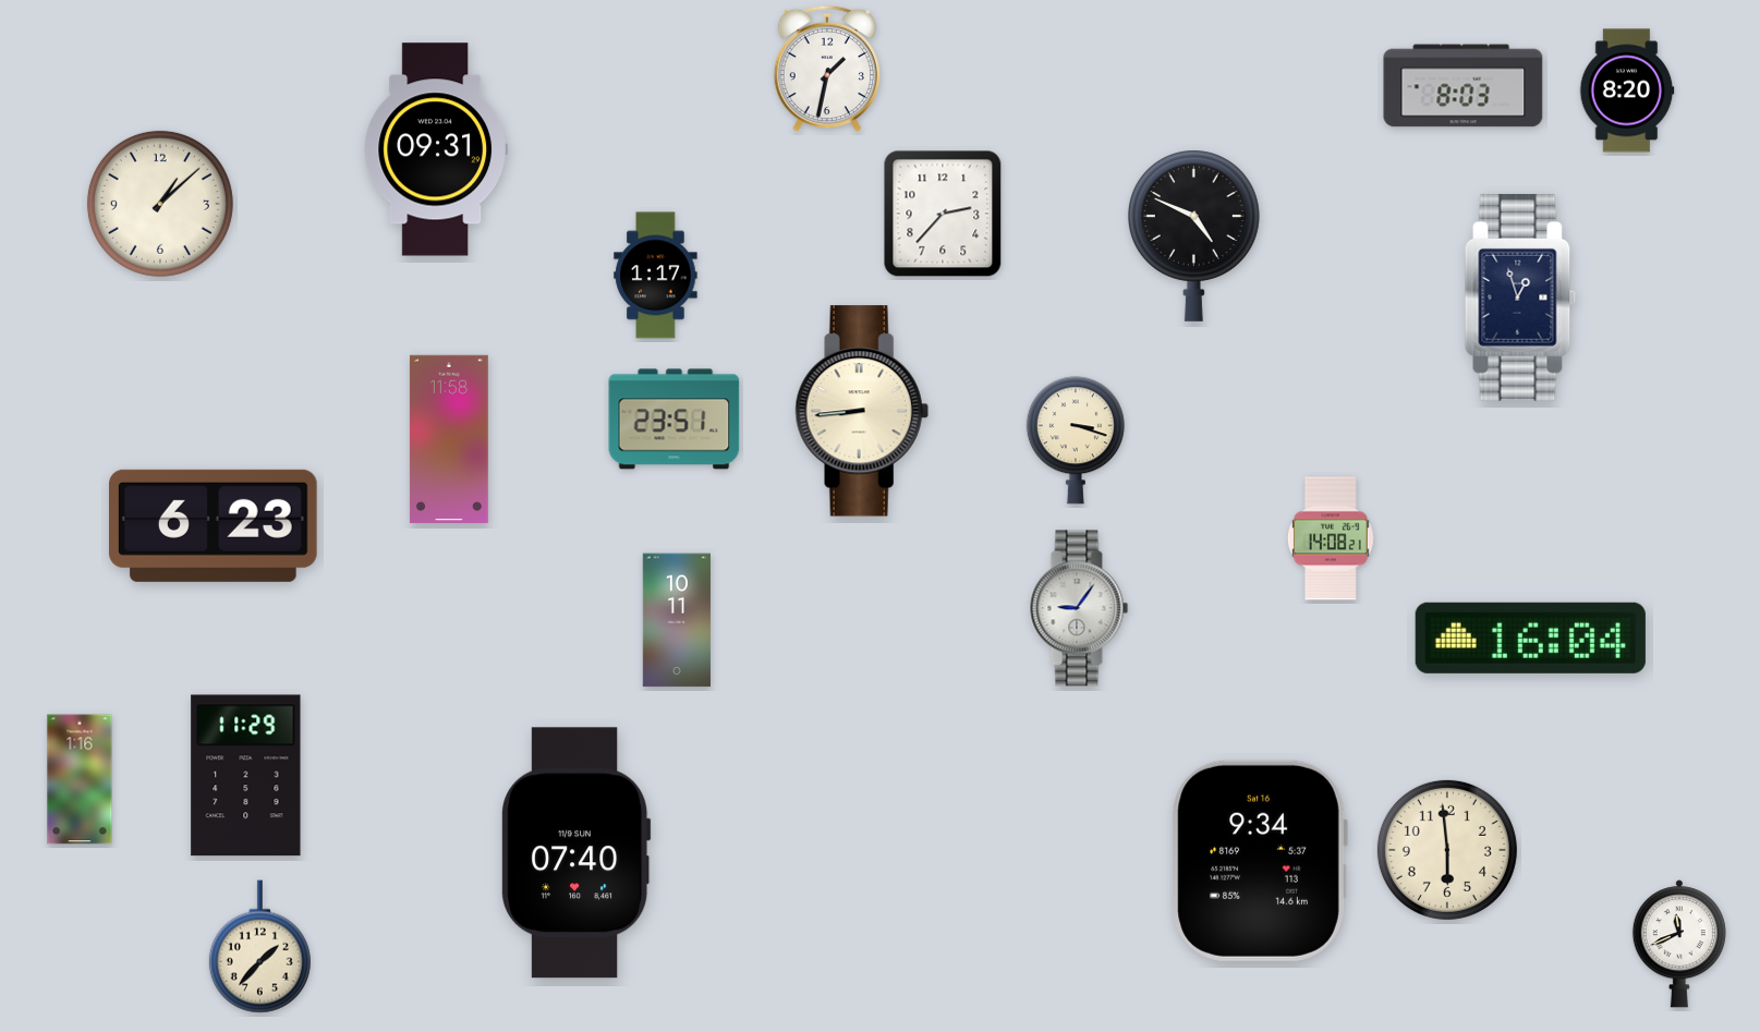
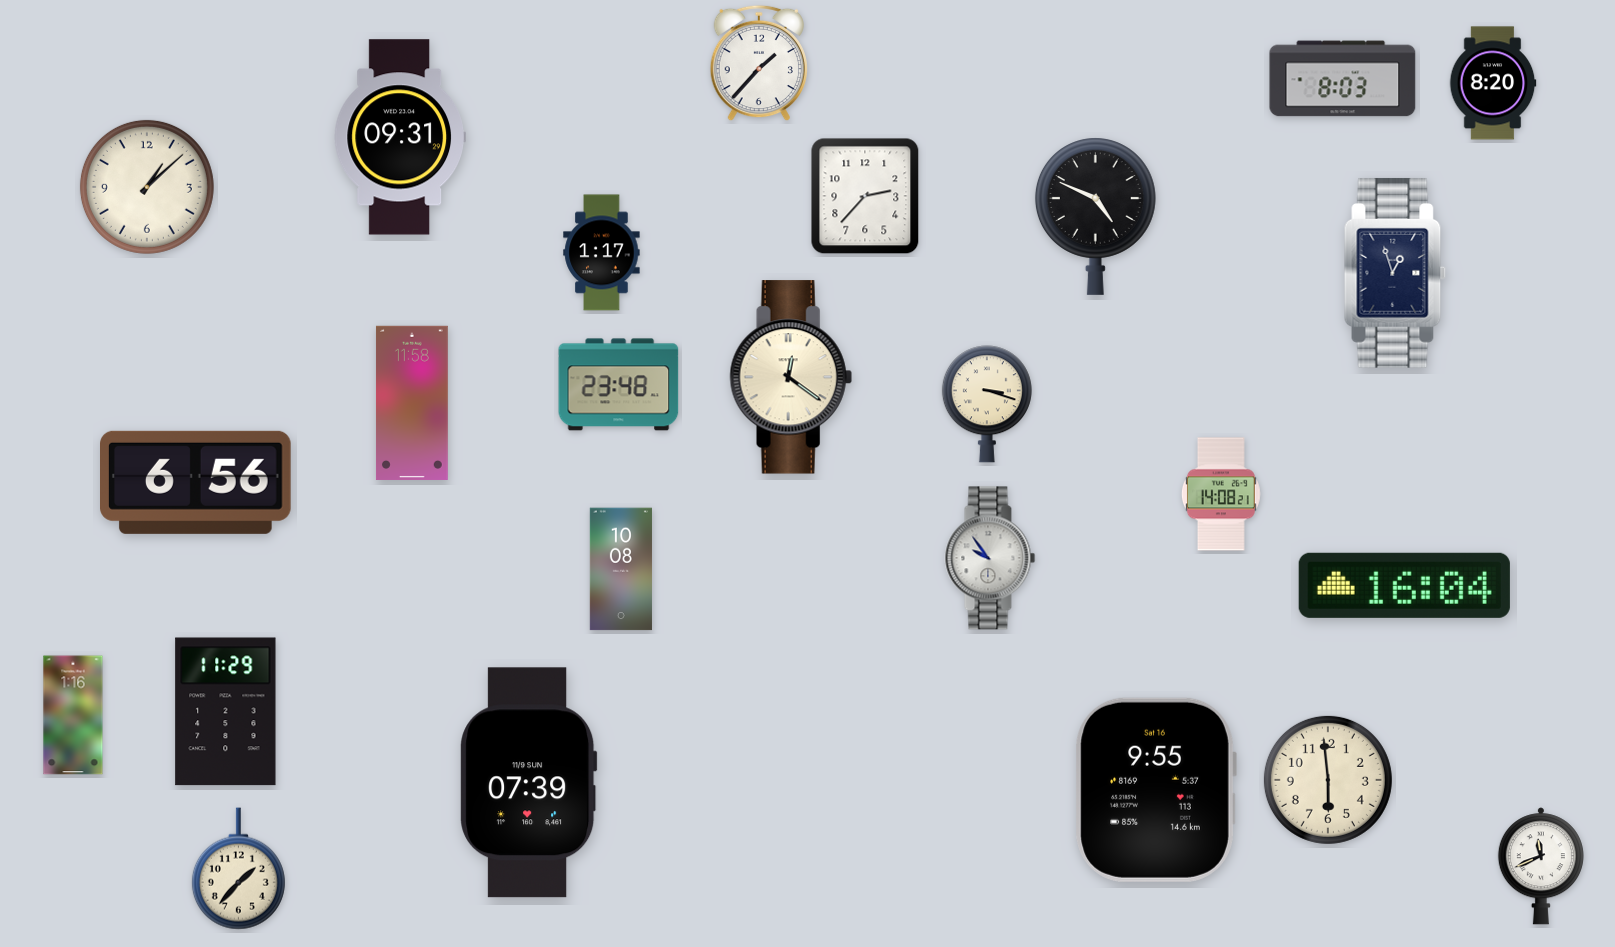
clock at (826, 69): 1:32 -> 1:37
clock at (862, 411): 8:44 -> 12:21
clock at (675, 420): 23:51 -> 23:48
clock at (214, 525): 6:23 -> 6:56
clock at (1079, 608): 9:06 -> 9:54
clock at (677, 620): 10:11 -> 10:08
clock at (576, 853): 07:40 -> 07:39
clock at (1260, 861): 9:34 -> 9:55
